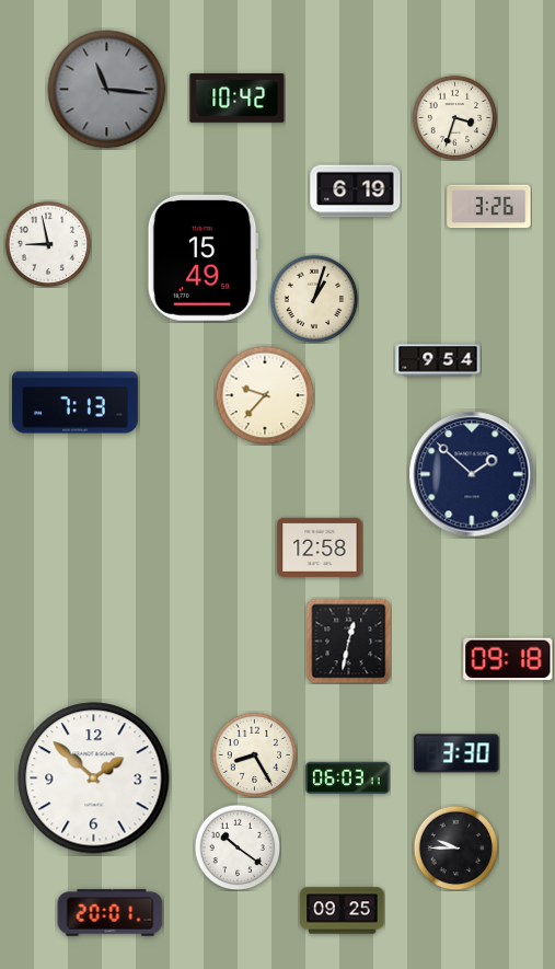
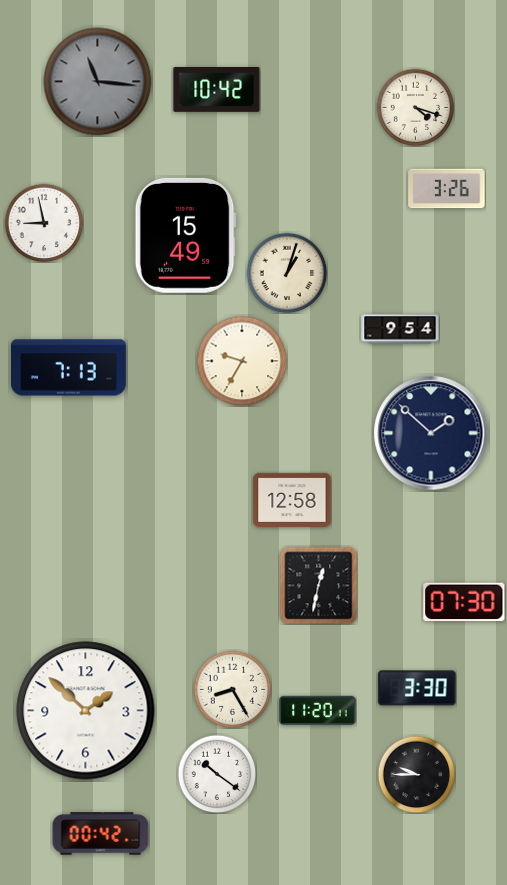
clock at (454, 117): 3:33 -> 4:18
clock at (356, 192): 6:19 -> none
clock at (265, 395): 9:37 -> 9:35
clock at (508, 659): 09:18 -> 07:30
clock at (348, 777): 06:03 -> 11:20
clock at (343, 911): 09:25 -> none
clock at (111, 913): 20:01 -> 00:42
